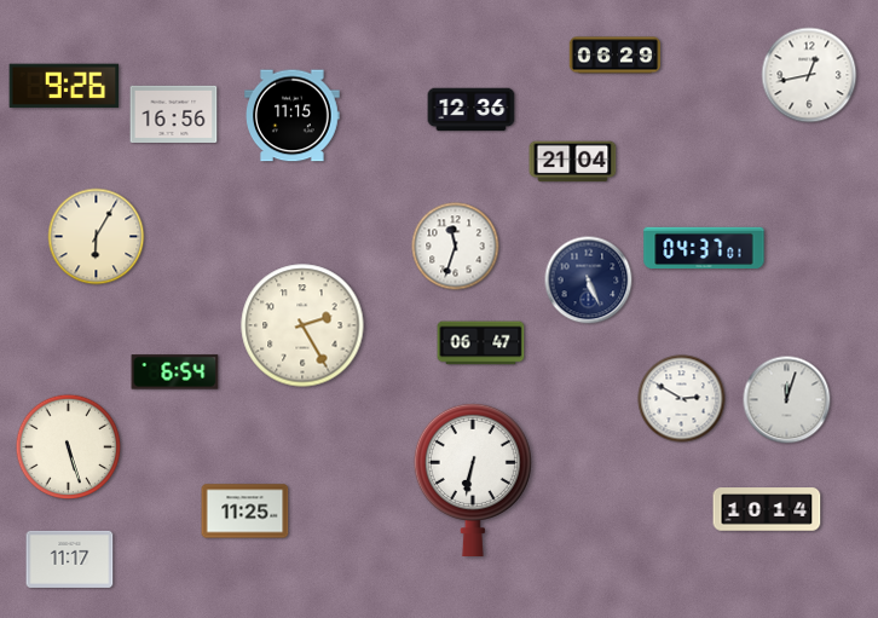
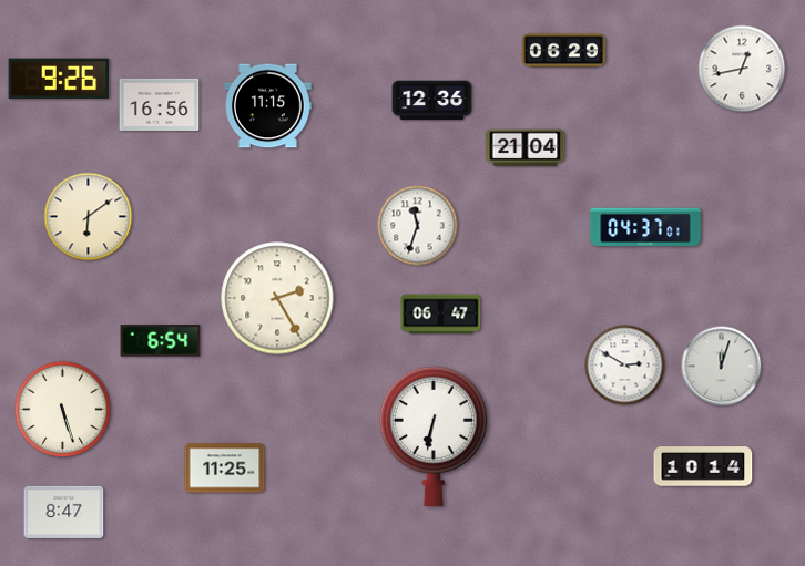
clock at (97, 237): 6:05 -> 6:09
clock at (589, 281): 5:26 -> none
clock at (473, 479) position: (473, 479) -> (434, 435)
clock at (70, 559): 11:17 -> 8:47
